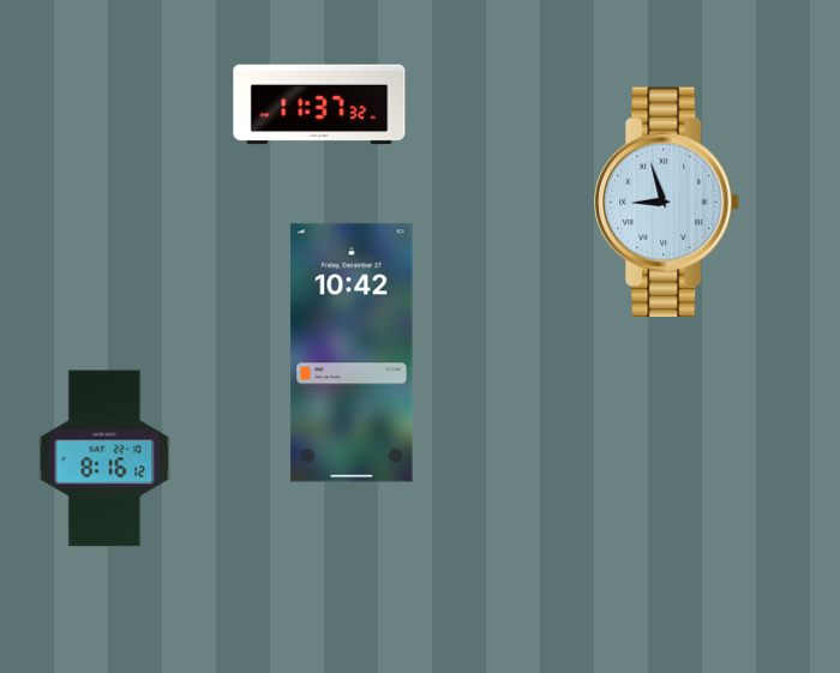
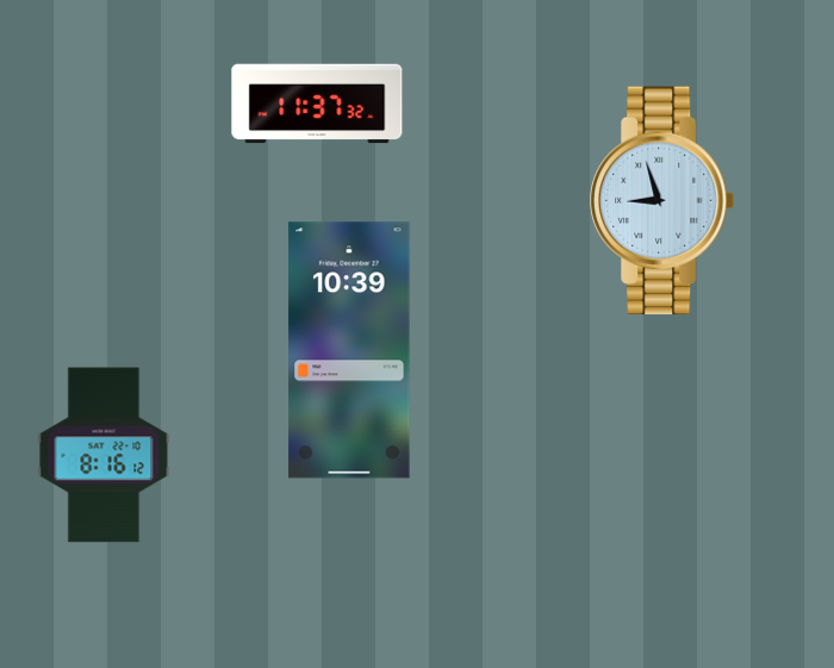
clock at (352, 353): 10:42 -> 10:39
